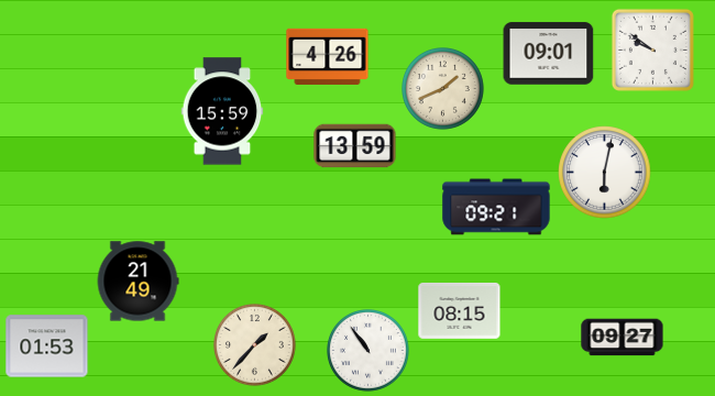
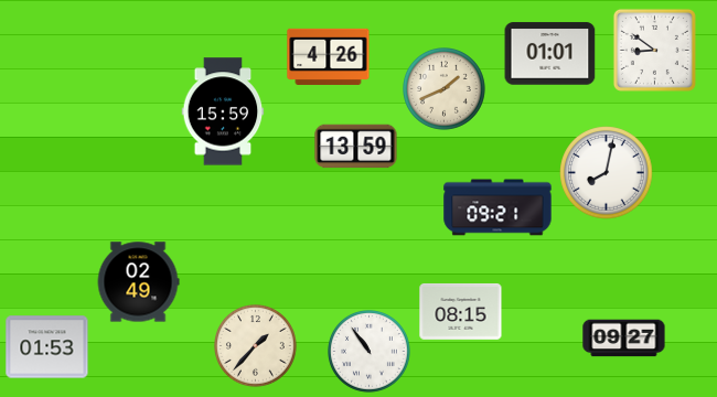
clock at (652, 50): 9:51 -> 8:51
clock at (549, 54): 09:01 -> 01:01
clock at (605, 173): 6:02 -> 8:02
clock at (137, 282): 21:49 -> 02:49
